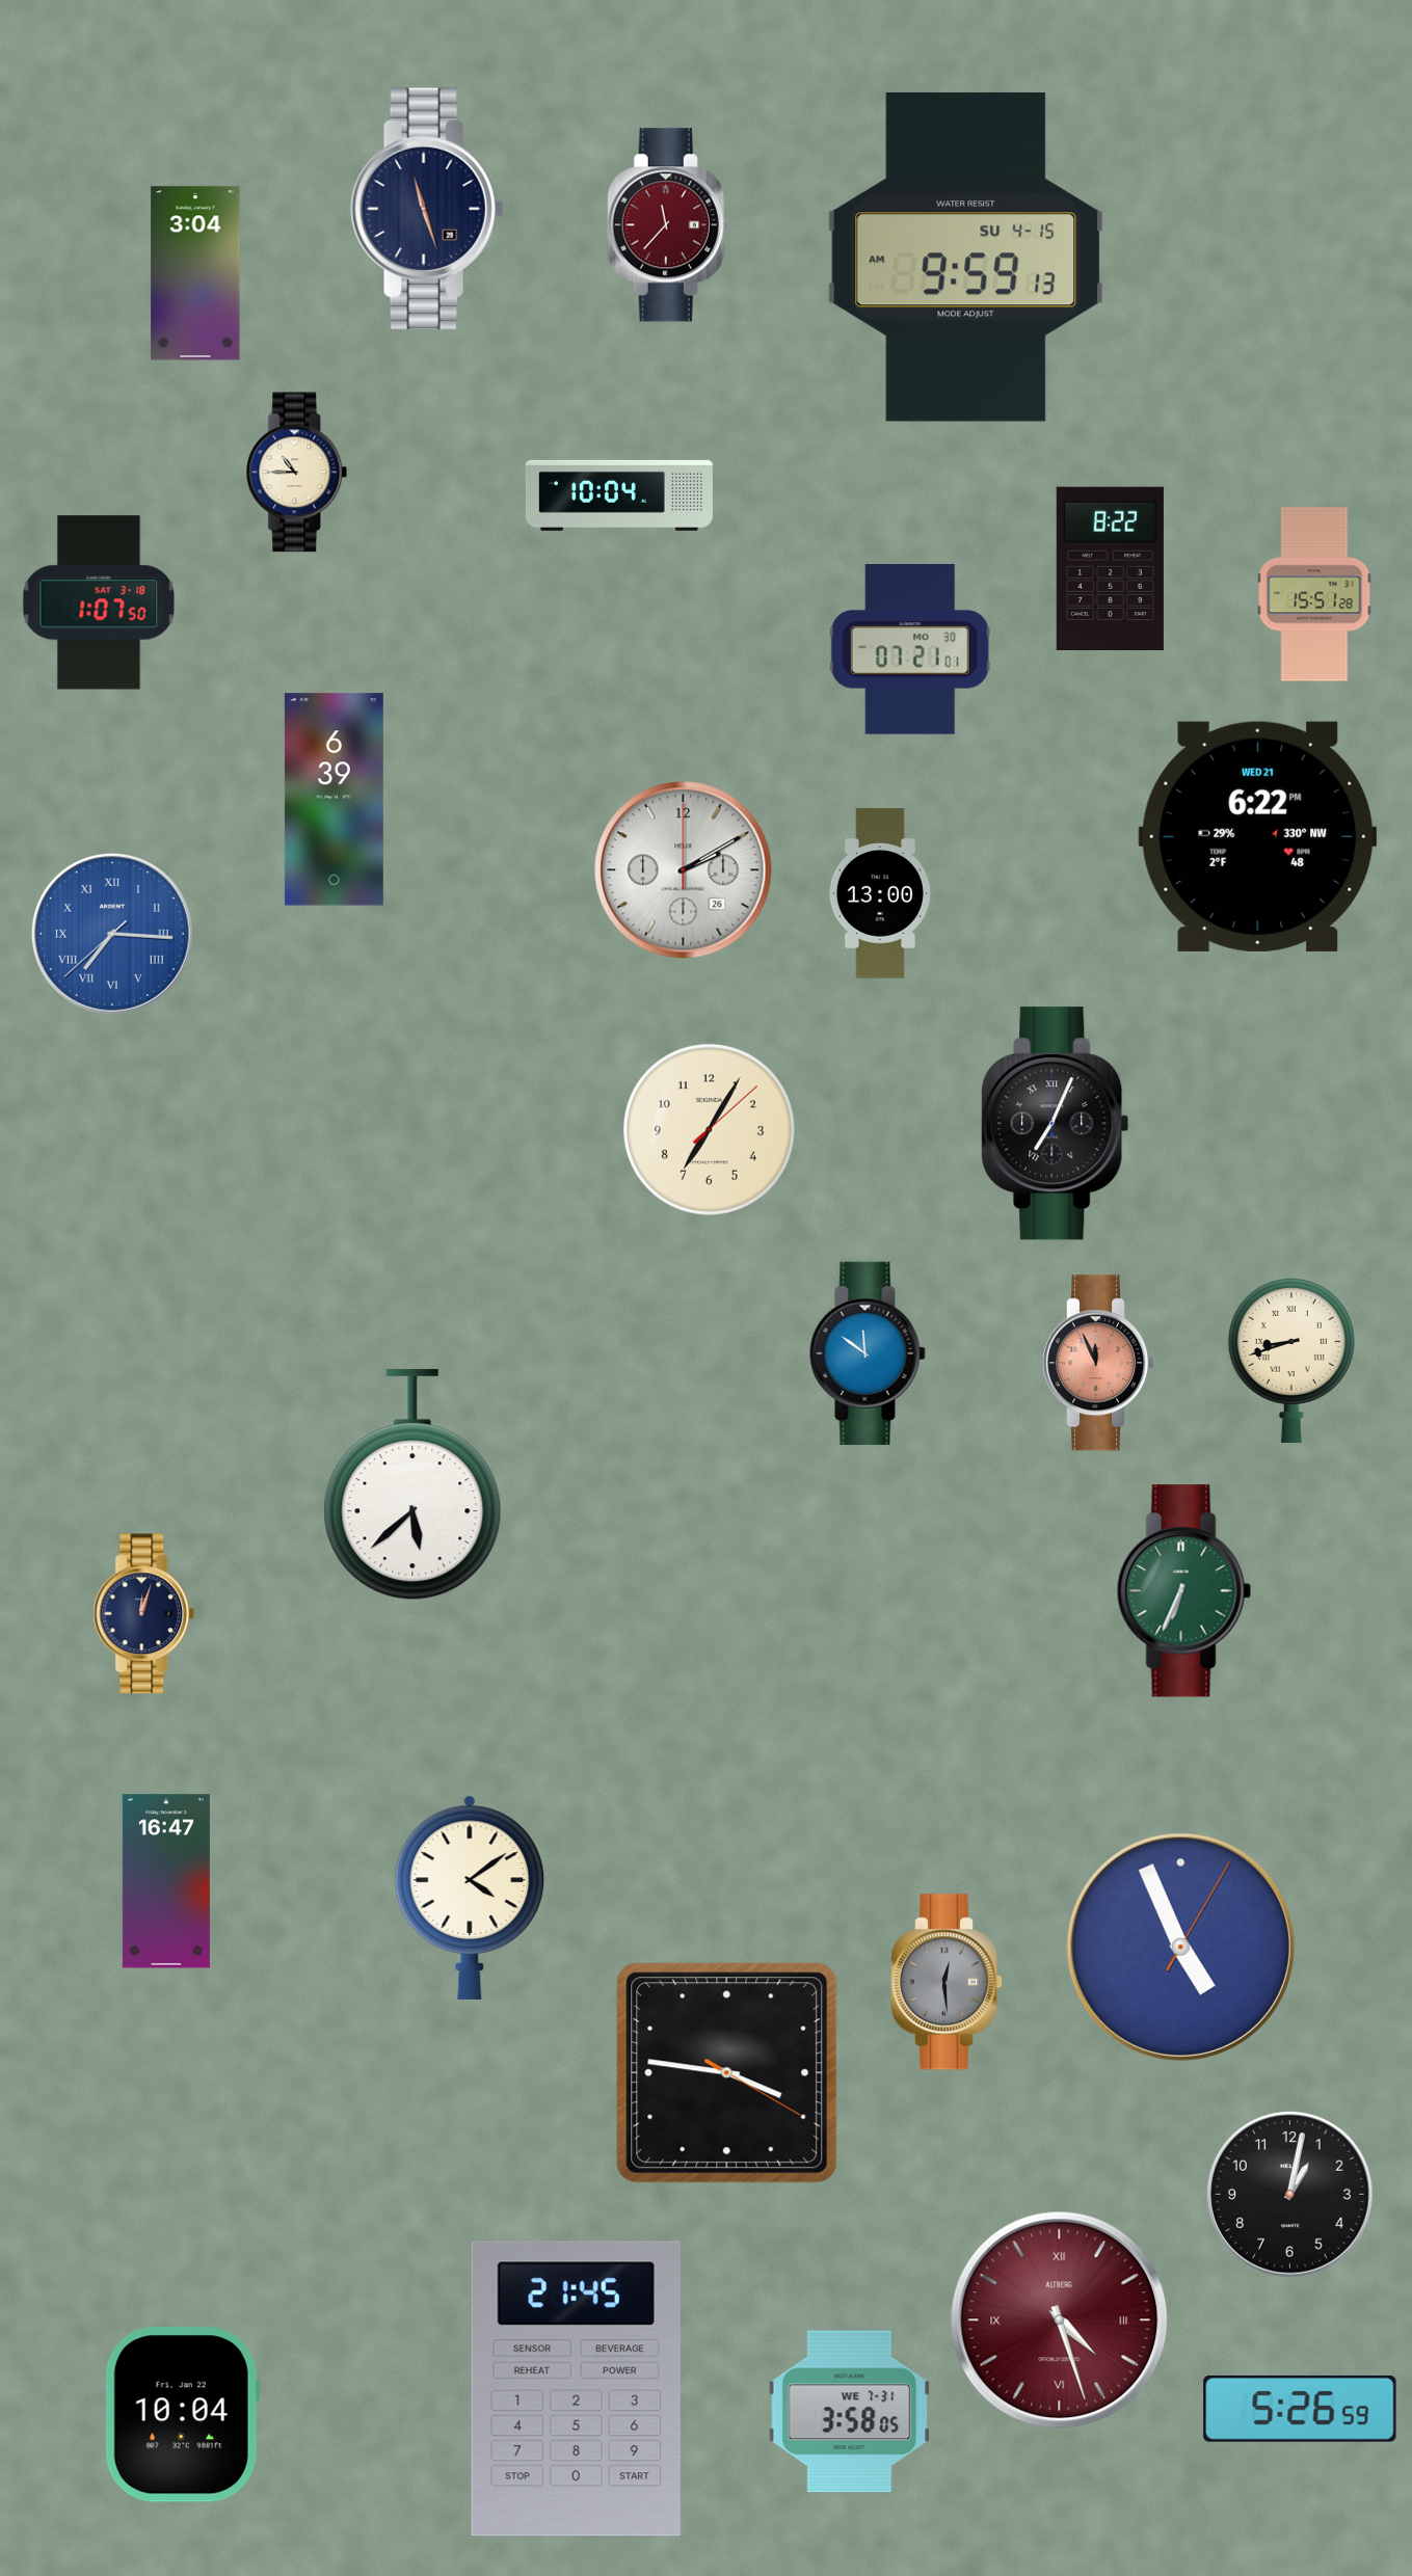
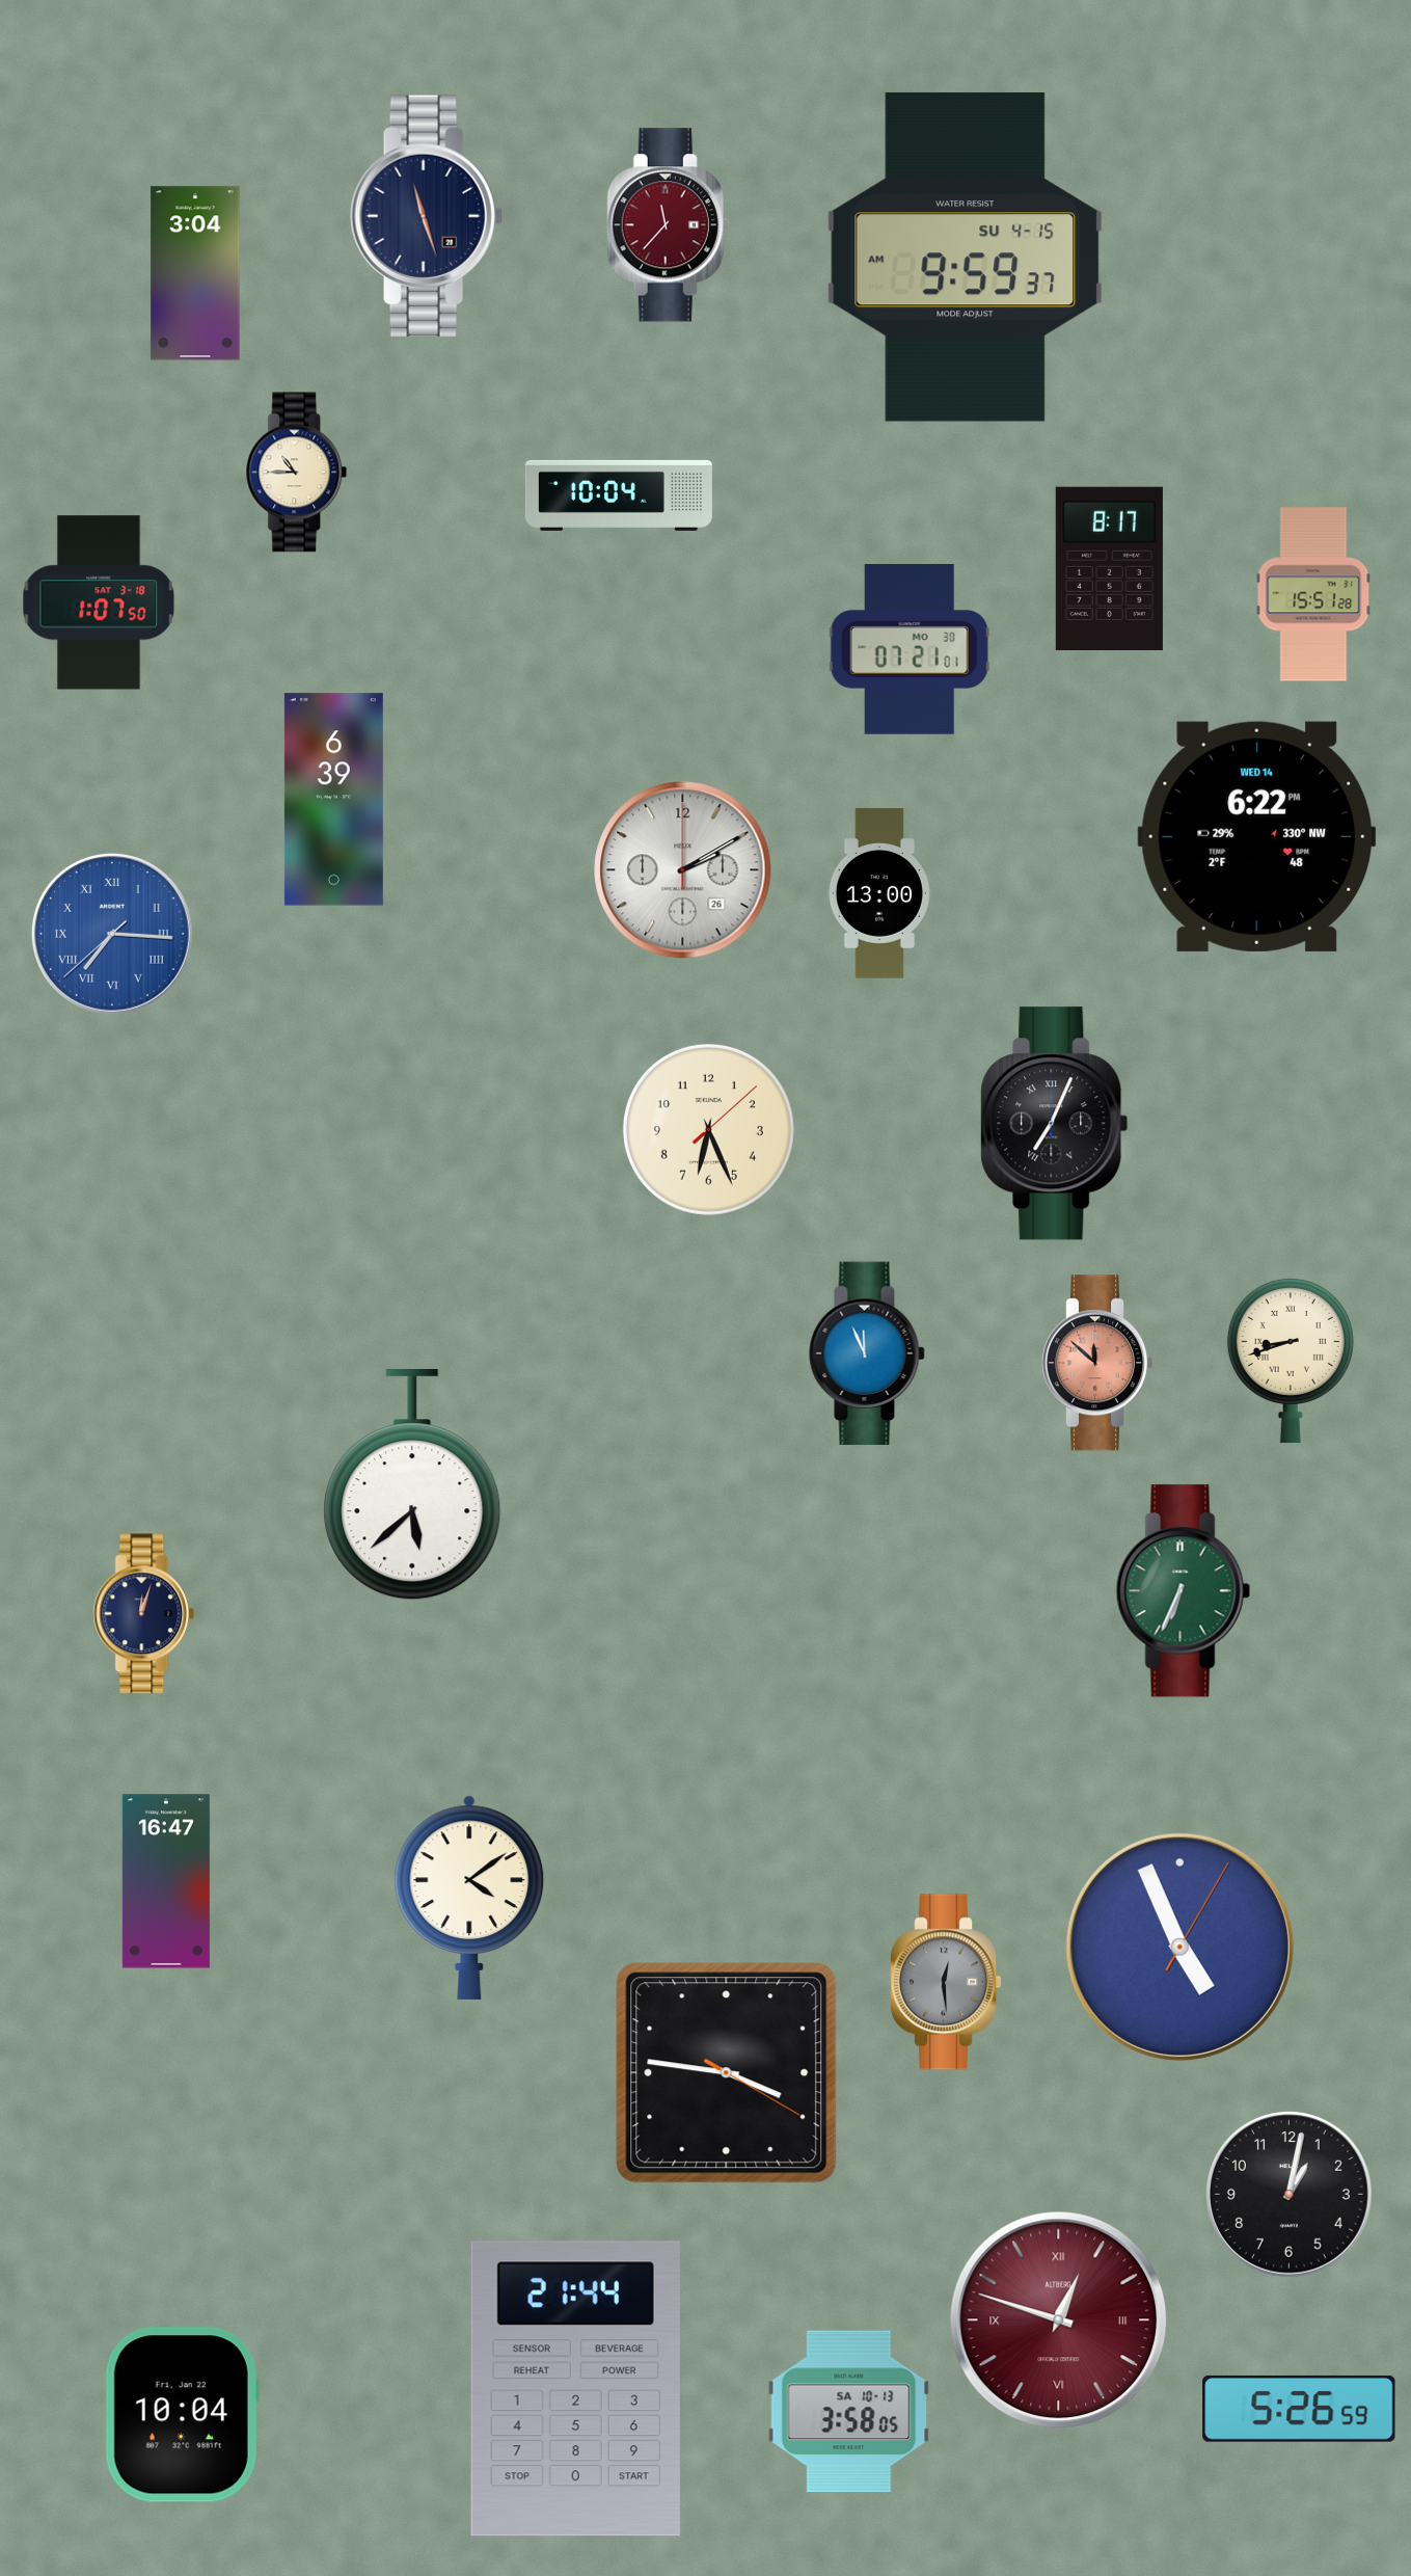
clock at (427, 209) position: (427, 209) -> (427, 216)
clock at (966, 257): 9:59:13 AM -> 9:59:37 AM
clock at (1110, 568): 8:22 -> 8:17
clock at (1258, 836) date: WED 21 -> WED 14
clock at (709, 1129): 7:05 -> 6:26
clock at (868, 1352): 11:51 -> 11:56
clock at (1099, 1363): 11:56 -> 11:52
clock at (1060, 2320): 4:27 -> 12:48
clock at (576, 2389): 21:45 -> 21:44
clock at (850, 2412) date: WE 7-31 -> SA 10-13
